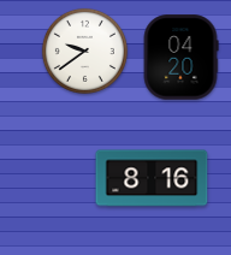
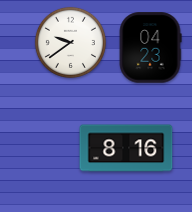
clock at (180, 58): 04:20 -> 04:23
